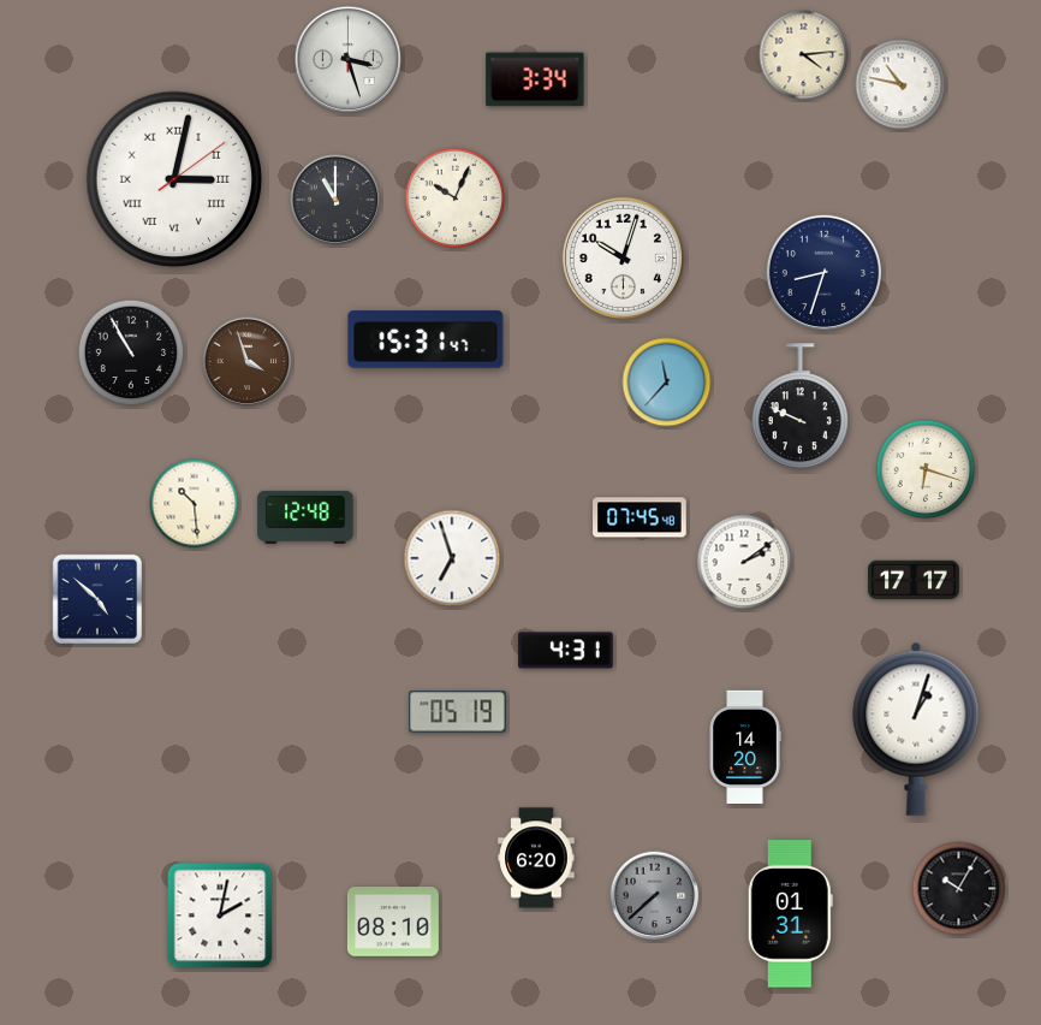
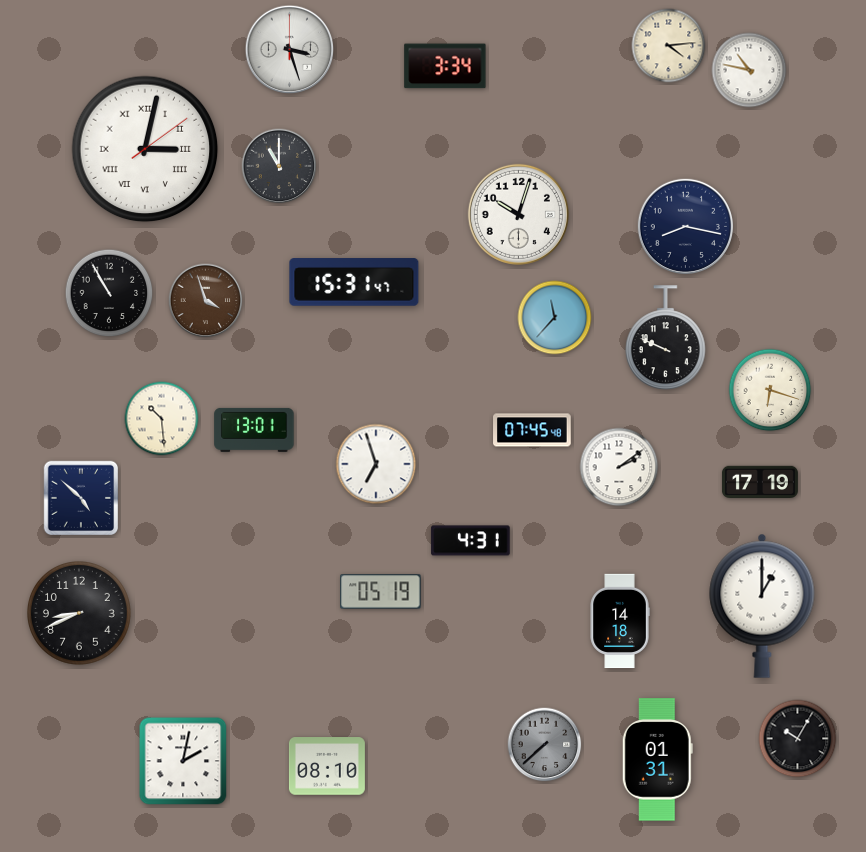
clock at (456, 199): 10:04 -> none
clock at (823, 272): 8:33 -> 8:17
clock at (305, 517): 12:48 -> 13:01
clock at (914, 580): 17:17 -> 17:19
clock at (916, 729): 1:03 -> 1:00
clock at (80, 614): none -> 8:41
clock at (745, 747): 14:20 -> 14:18
clock at (536, 858): 6:20 -> none
